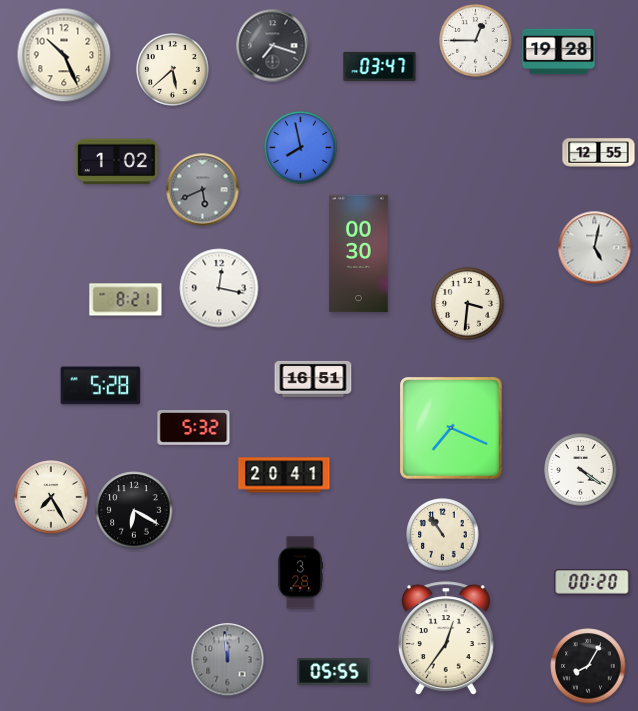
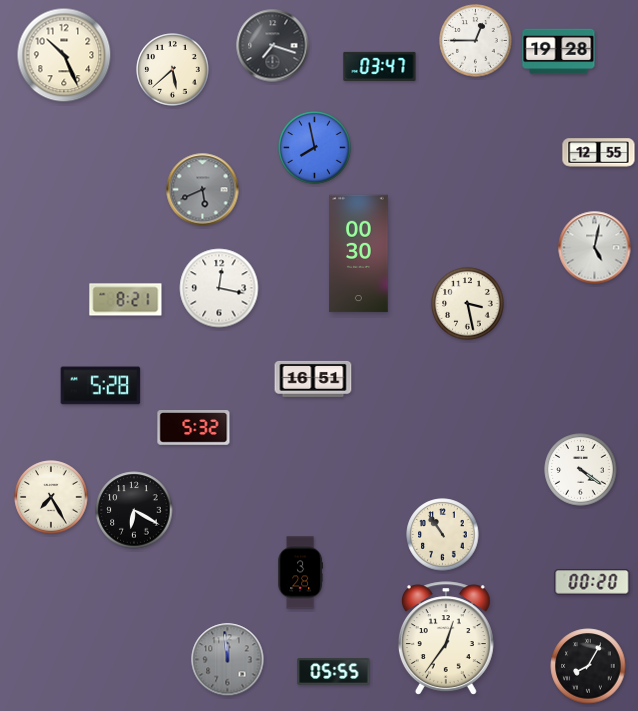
clock at (301, 148) position: (301, 148) -> (315, 148)
clock at (116, 162): 1:02 -> none
clock at (468, 304): 3:31 -> 3:28
clock at (452, 429): 7:19 -> none
clock at (284, 475): 20:41 -> none
